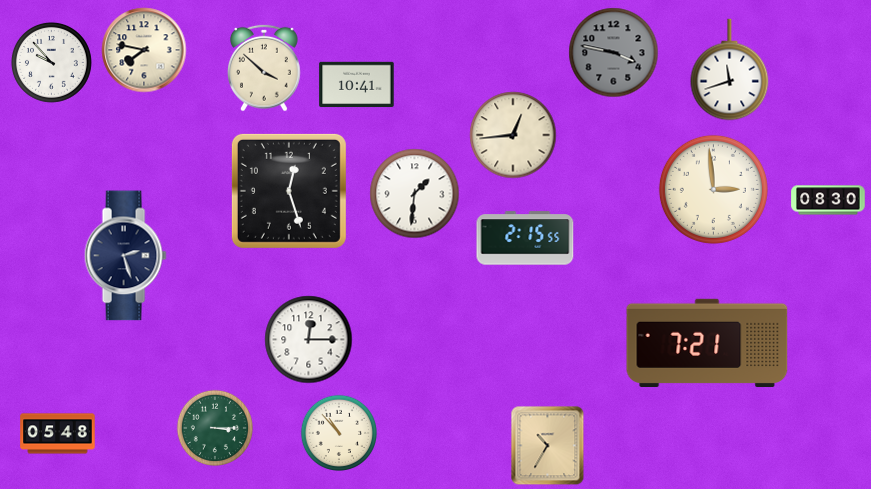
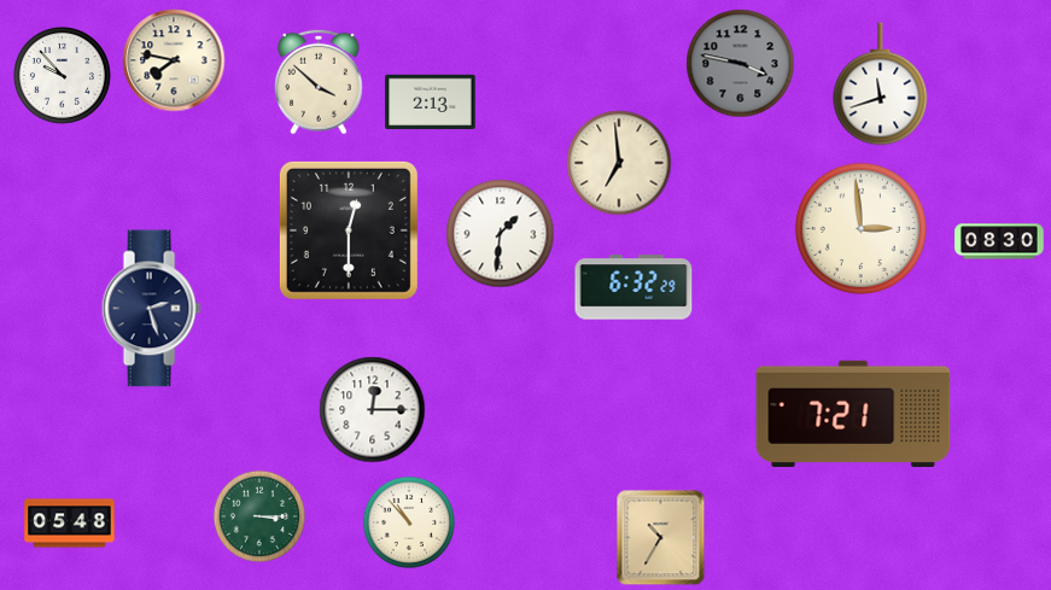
clock at (357, 85): 10:41 -> 2:13
clock at (513, 135): 12:44 -> 6:59
clock at (289, 191): 12:27 -> 12:30
clock at (525, 238): 2:15 -> 6:32
